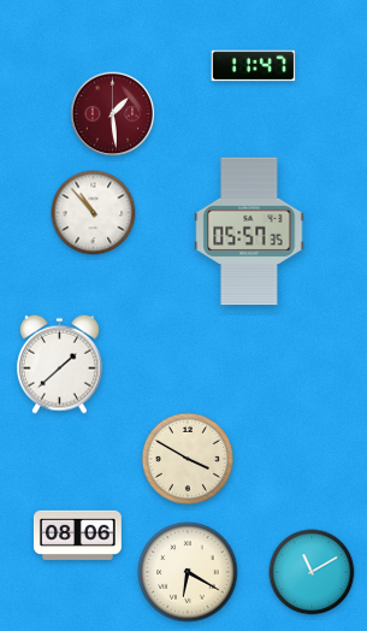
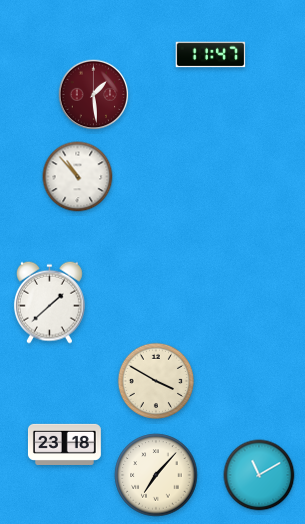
clock at (249, 231): 05:57 -> none
clock at (78, 535): 08:06 -> 23:18
clock at (188, 572): 6:20 -> 7:07
